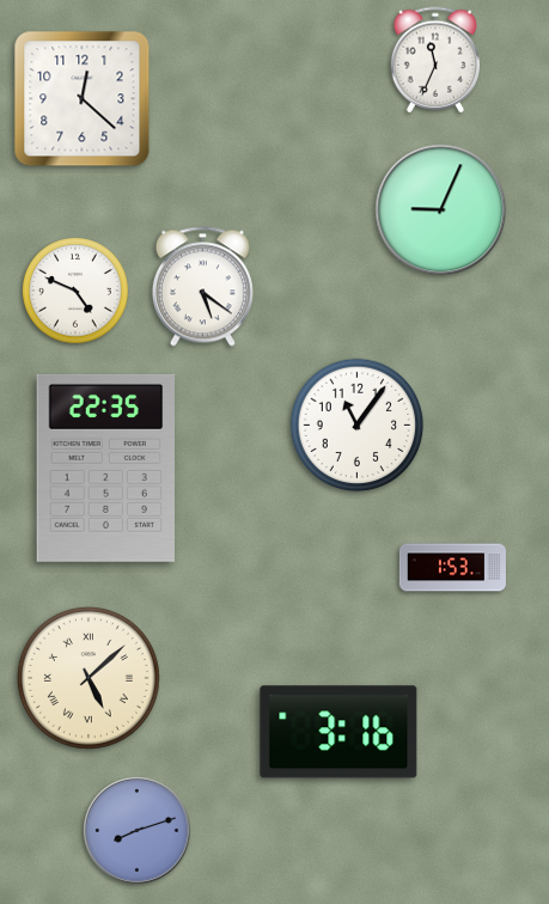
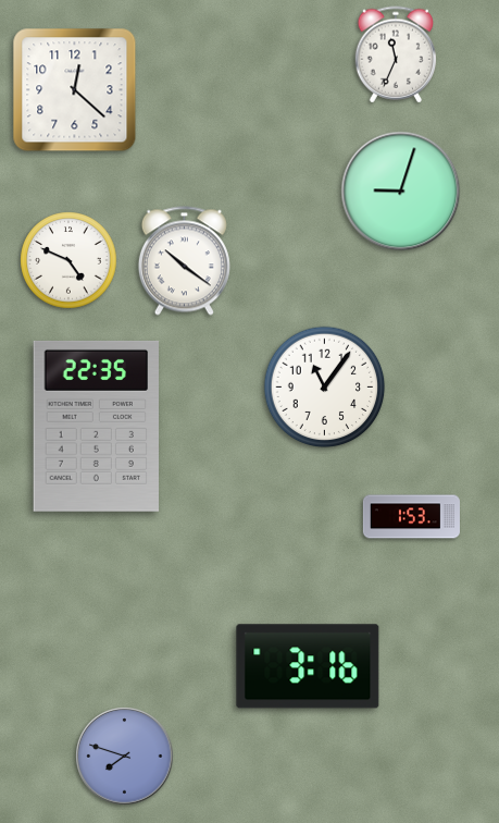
clock at (441, 210): 9:04 -> 9:03
clock at (202, 287): 5:21 -> 10:21
clock at (75, 291) position: (75, 291) -> (68, 260)
clock at (89, 678): 5:08 -> none
clock at (138, 831): 8:12 -> 7:48
